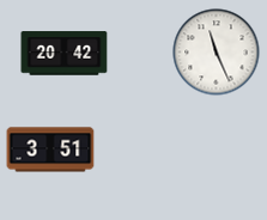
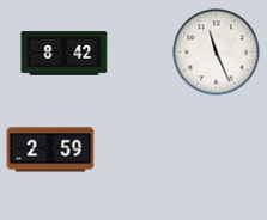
clock at (65, 54): 20:42 -> 8:42
clock at (50, 149): 3:51 -> 2:59
